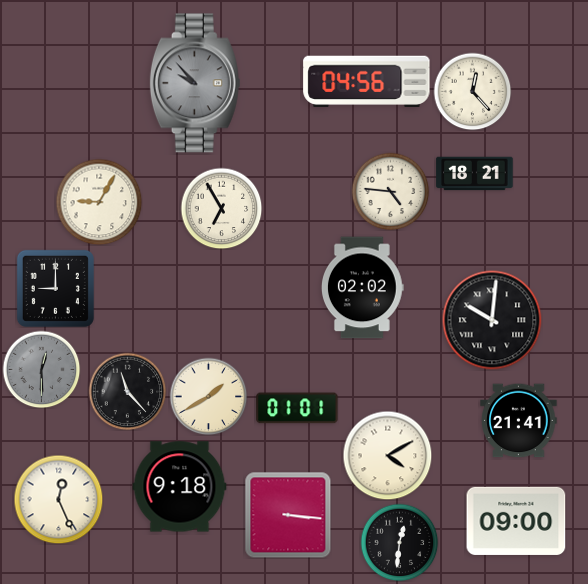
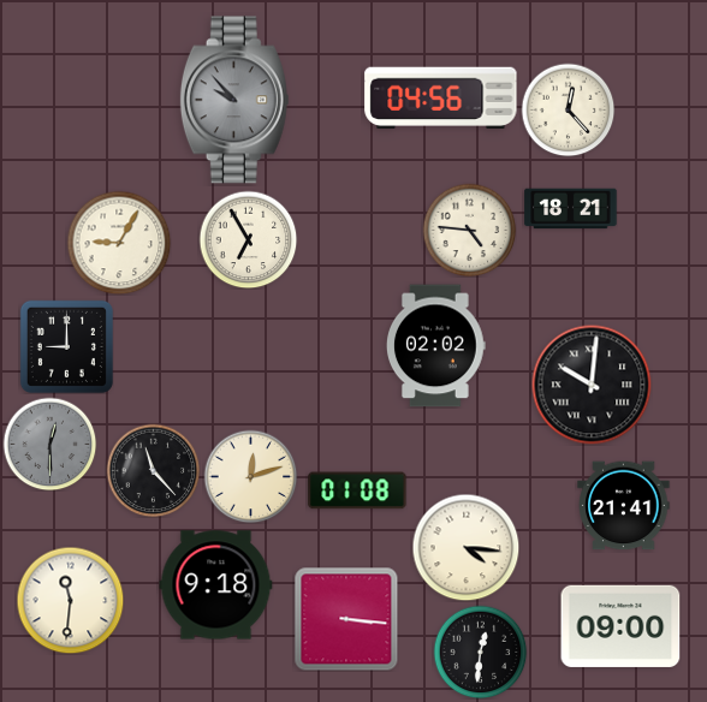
clock at (221, 208) position: (221, 208) -> (248, 239)
clock at (208, 396): 1:40 -> 12:12
clock at (297, 408): 01:01 -> 01:08
clock at (387, 455): 4:10 -> 4:16
clock at (58, 499): 12:26 -> 11:31
